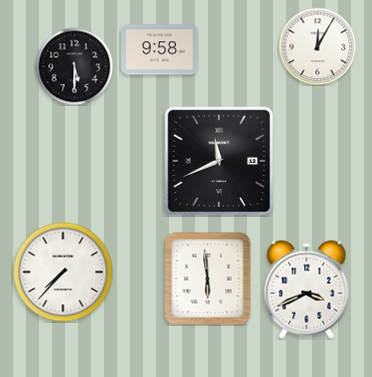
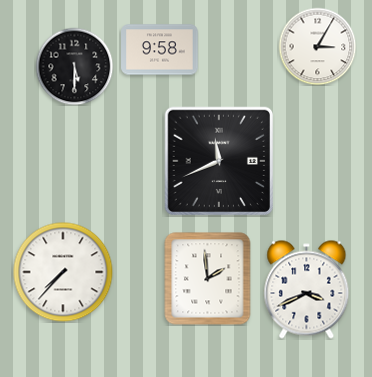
clock at (317, 46): 12:05 -> 3:05
clock at (208, 279): 5:59 -> 1:59
